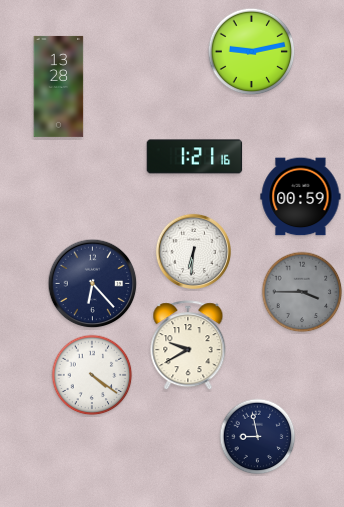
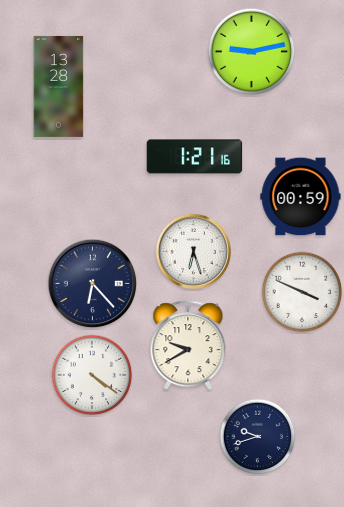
clock at (193, 251): 6:31 -> 6:27
clock at (302, 292): 3:45 -> 3:49
clock at (302, 292) dial: grey -> white
clock at (258, 437): 8:58 -> 9:42
